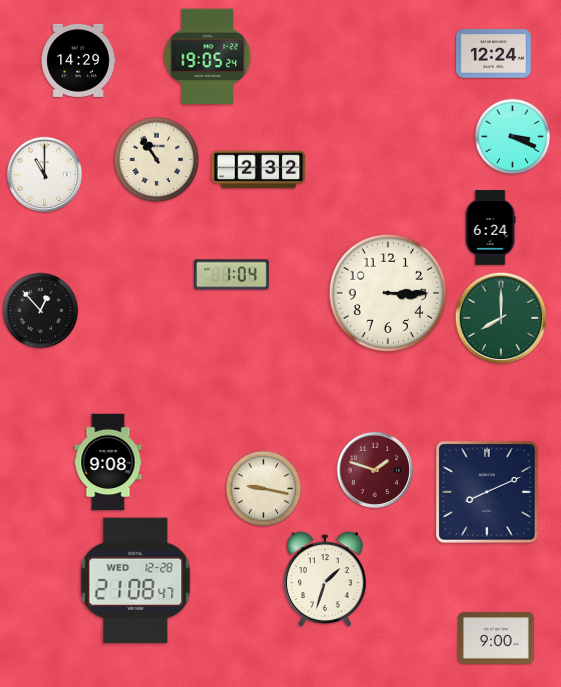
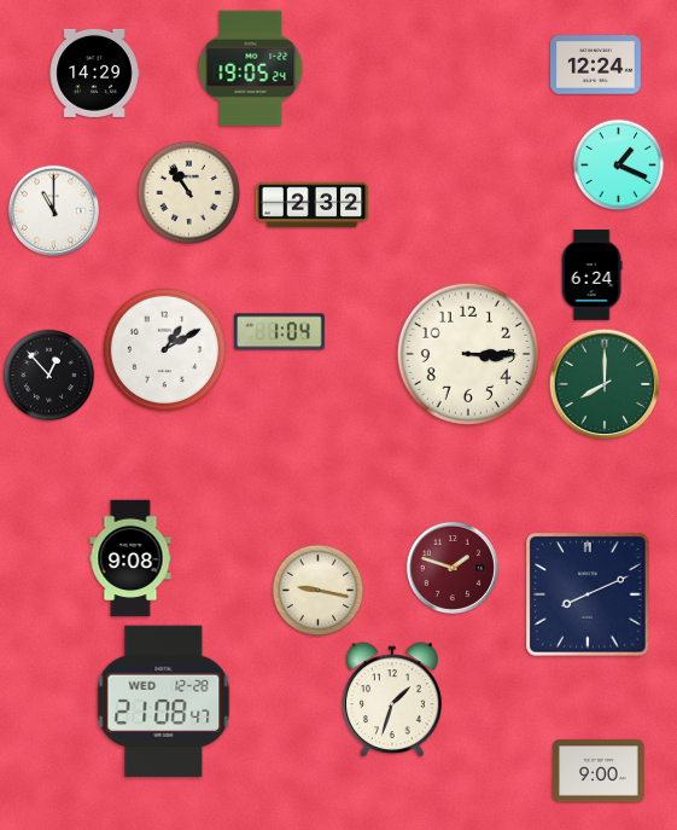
clock at (513, 137): 3:19 -> 1:19
clock at (165, 350): none -> 1:10
